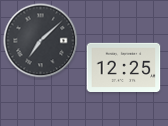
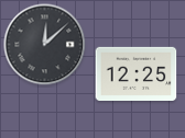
clock at (41, 41): 7:08 -> 12:08
